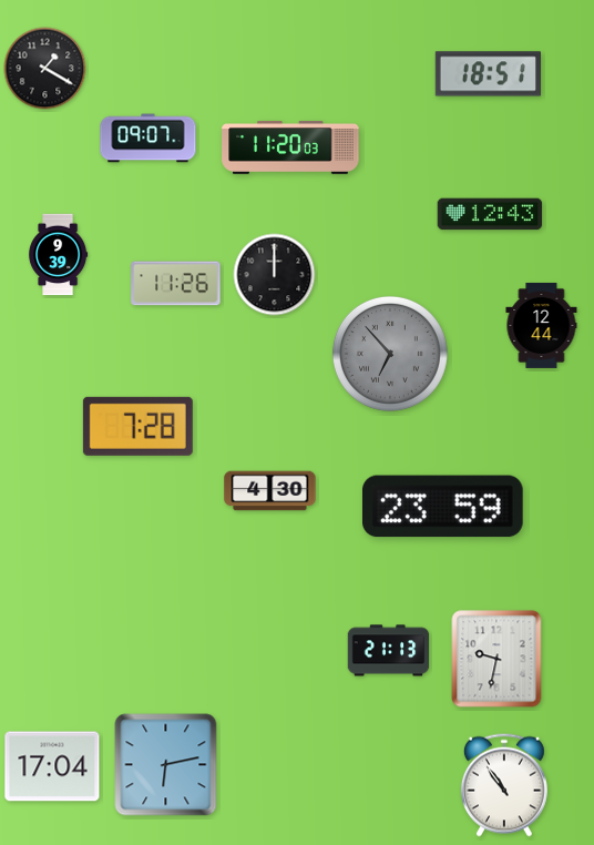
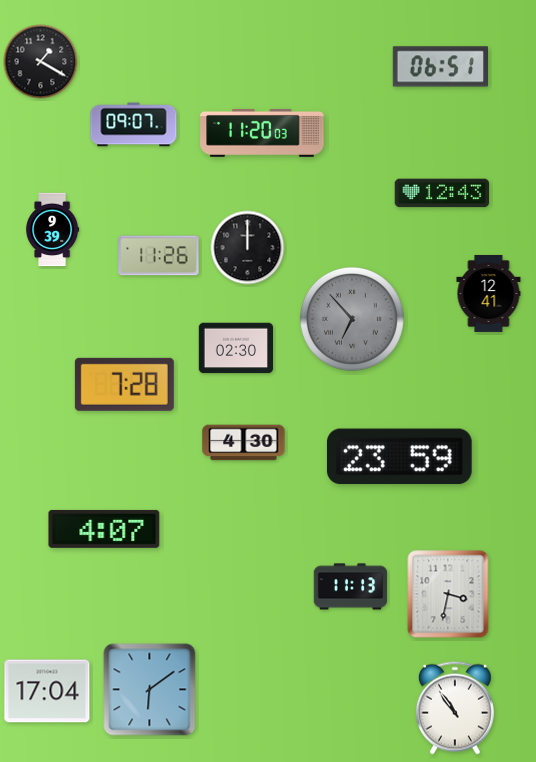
clock at (488, 74): 18:51 -> 06:51
clock at (542, 325): 12:44 -> 12:41
clock at (235, 348): none -> 02:30
clock at (104, 529): none -> 4:07
clock at (389, 651): 21:13 -> 11:13
clock at (496, 659): 9:32 -> 3:32
clock at (166, 765): 6:13 -> 6:09
